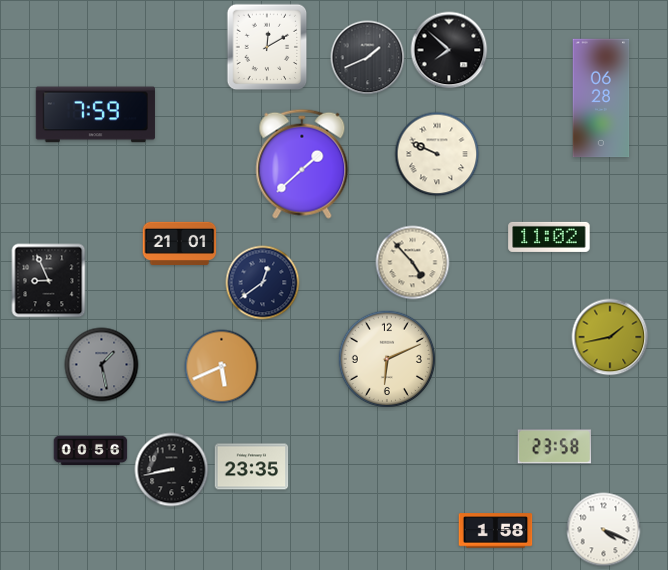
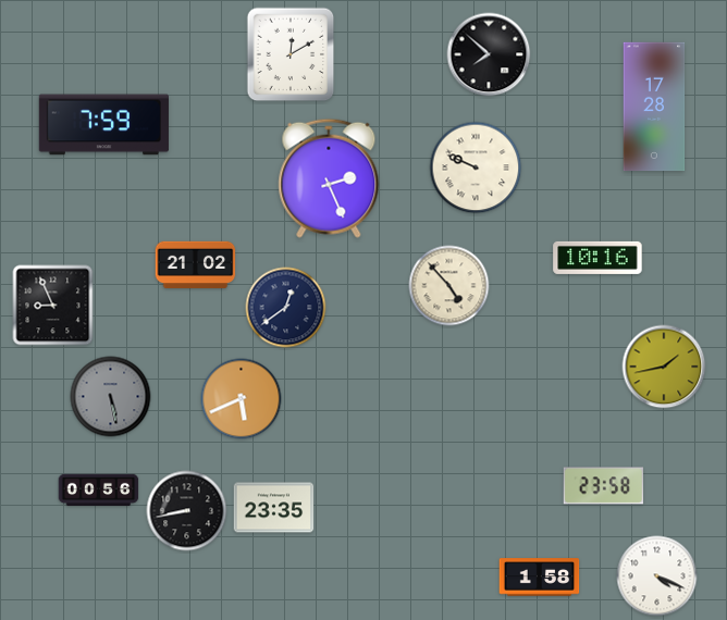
clock at (267, 47) position: (267, 47) -> (291, 54)
clock at (368, 58): 1:41 -> none
clock at (601, 98): 06:28 -> 17:28
clock at (302, 164): 1:38 -> 2:26
clock at (549, 237): 11:02 -> 10:16
clock at (180, 243): 21:01 -> 21:02
clock at (387, 359): 6:11 -> none
clock at (102, 365): 1:28 -> 5:28
